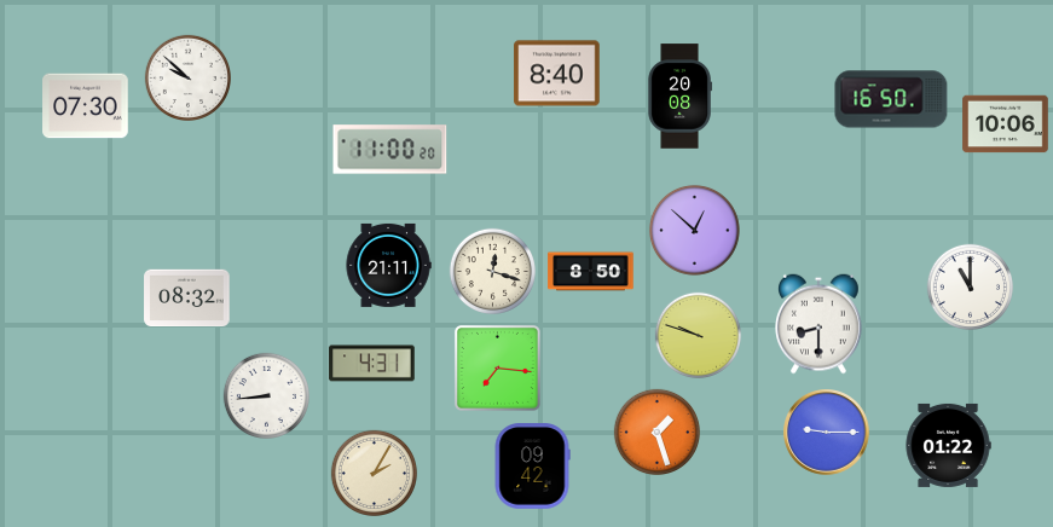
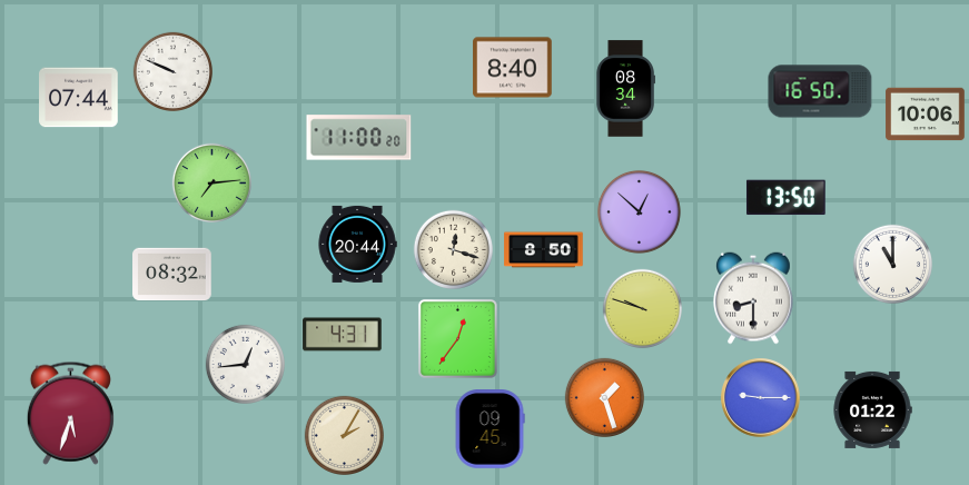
clock at (187, 77): 9:52 -> 9:49
clock at (679, 97): 20:08 -> 08:34
clock at (86, 106): 07:30 -> 07:44
clock at (211, 182): none -> 7:14
clock at (787, 198): none -> 13:50
clock at (388, 265): 21:11 -> 20:44
clock at (497, 367): 7:16 -> 12:36
clock at (266, 395): 8:44 -> 12:44
clock at (70, 413): none -> 5:33
clock at (532, 467): 09:42 -> 09:45
